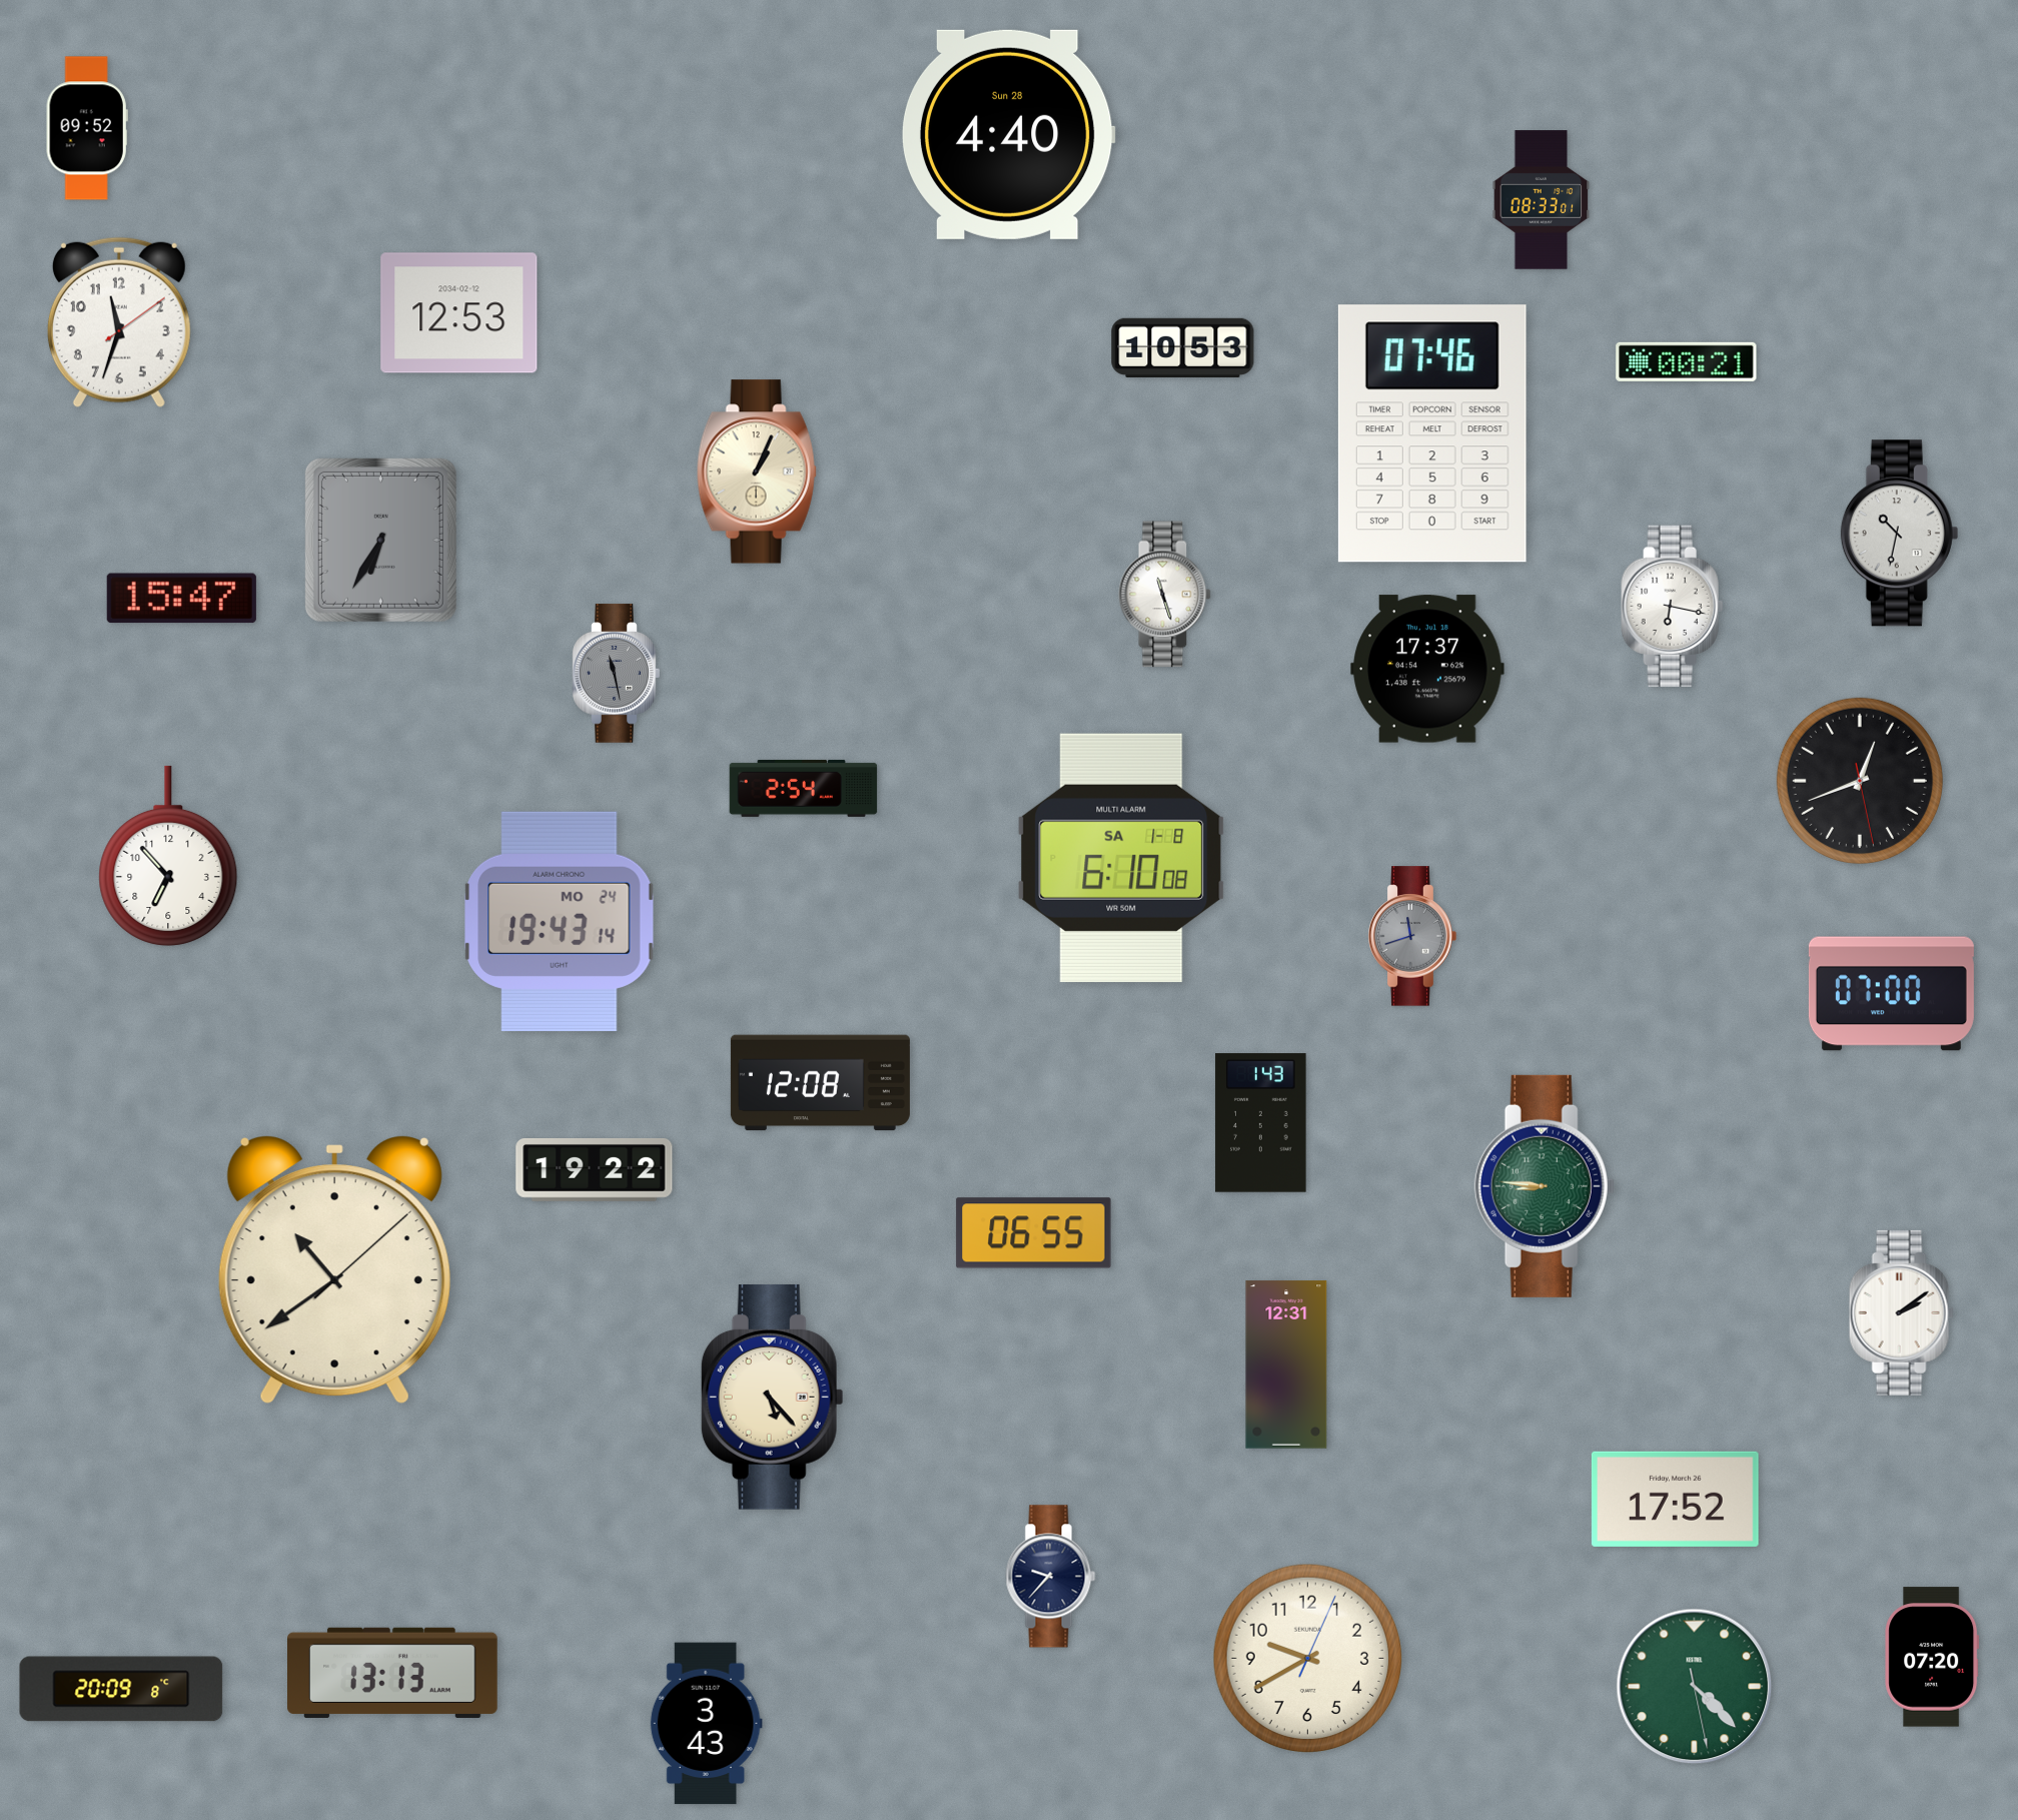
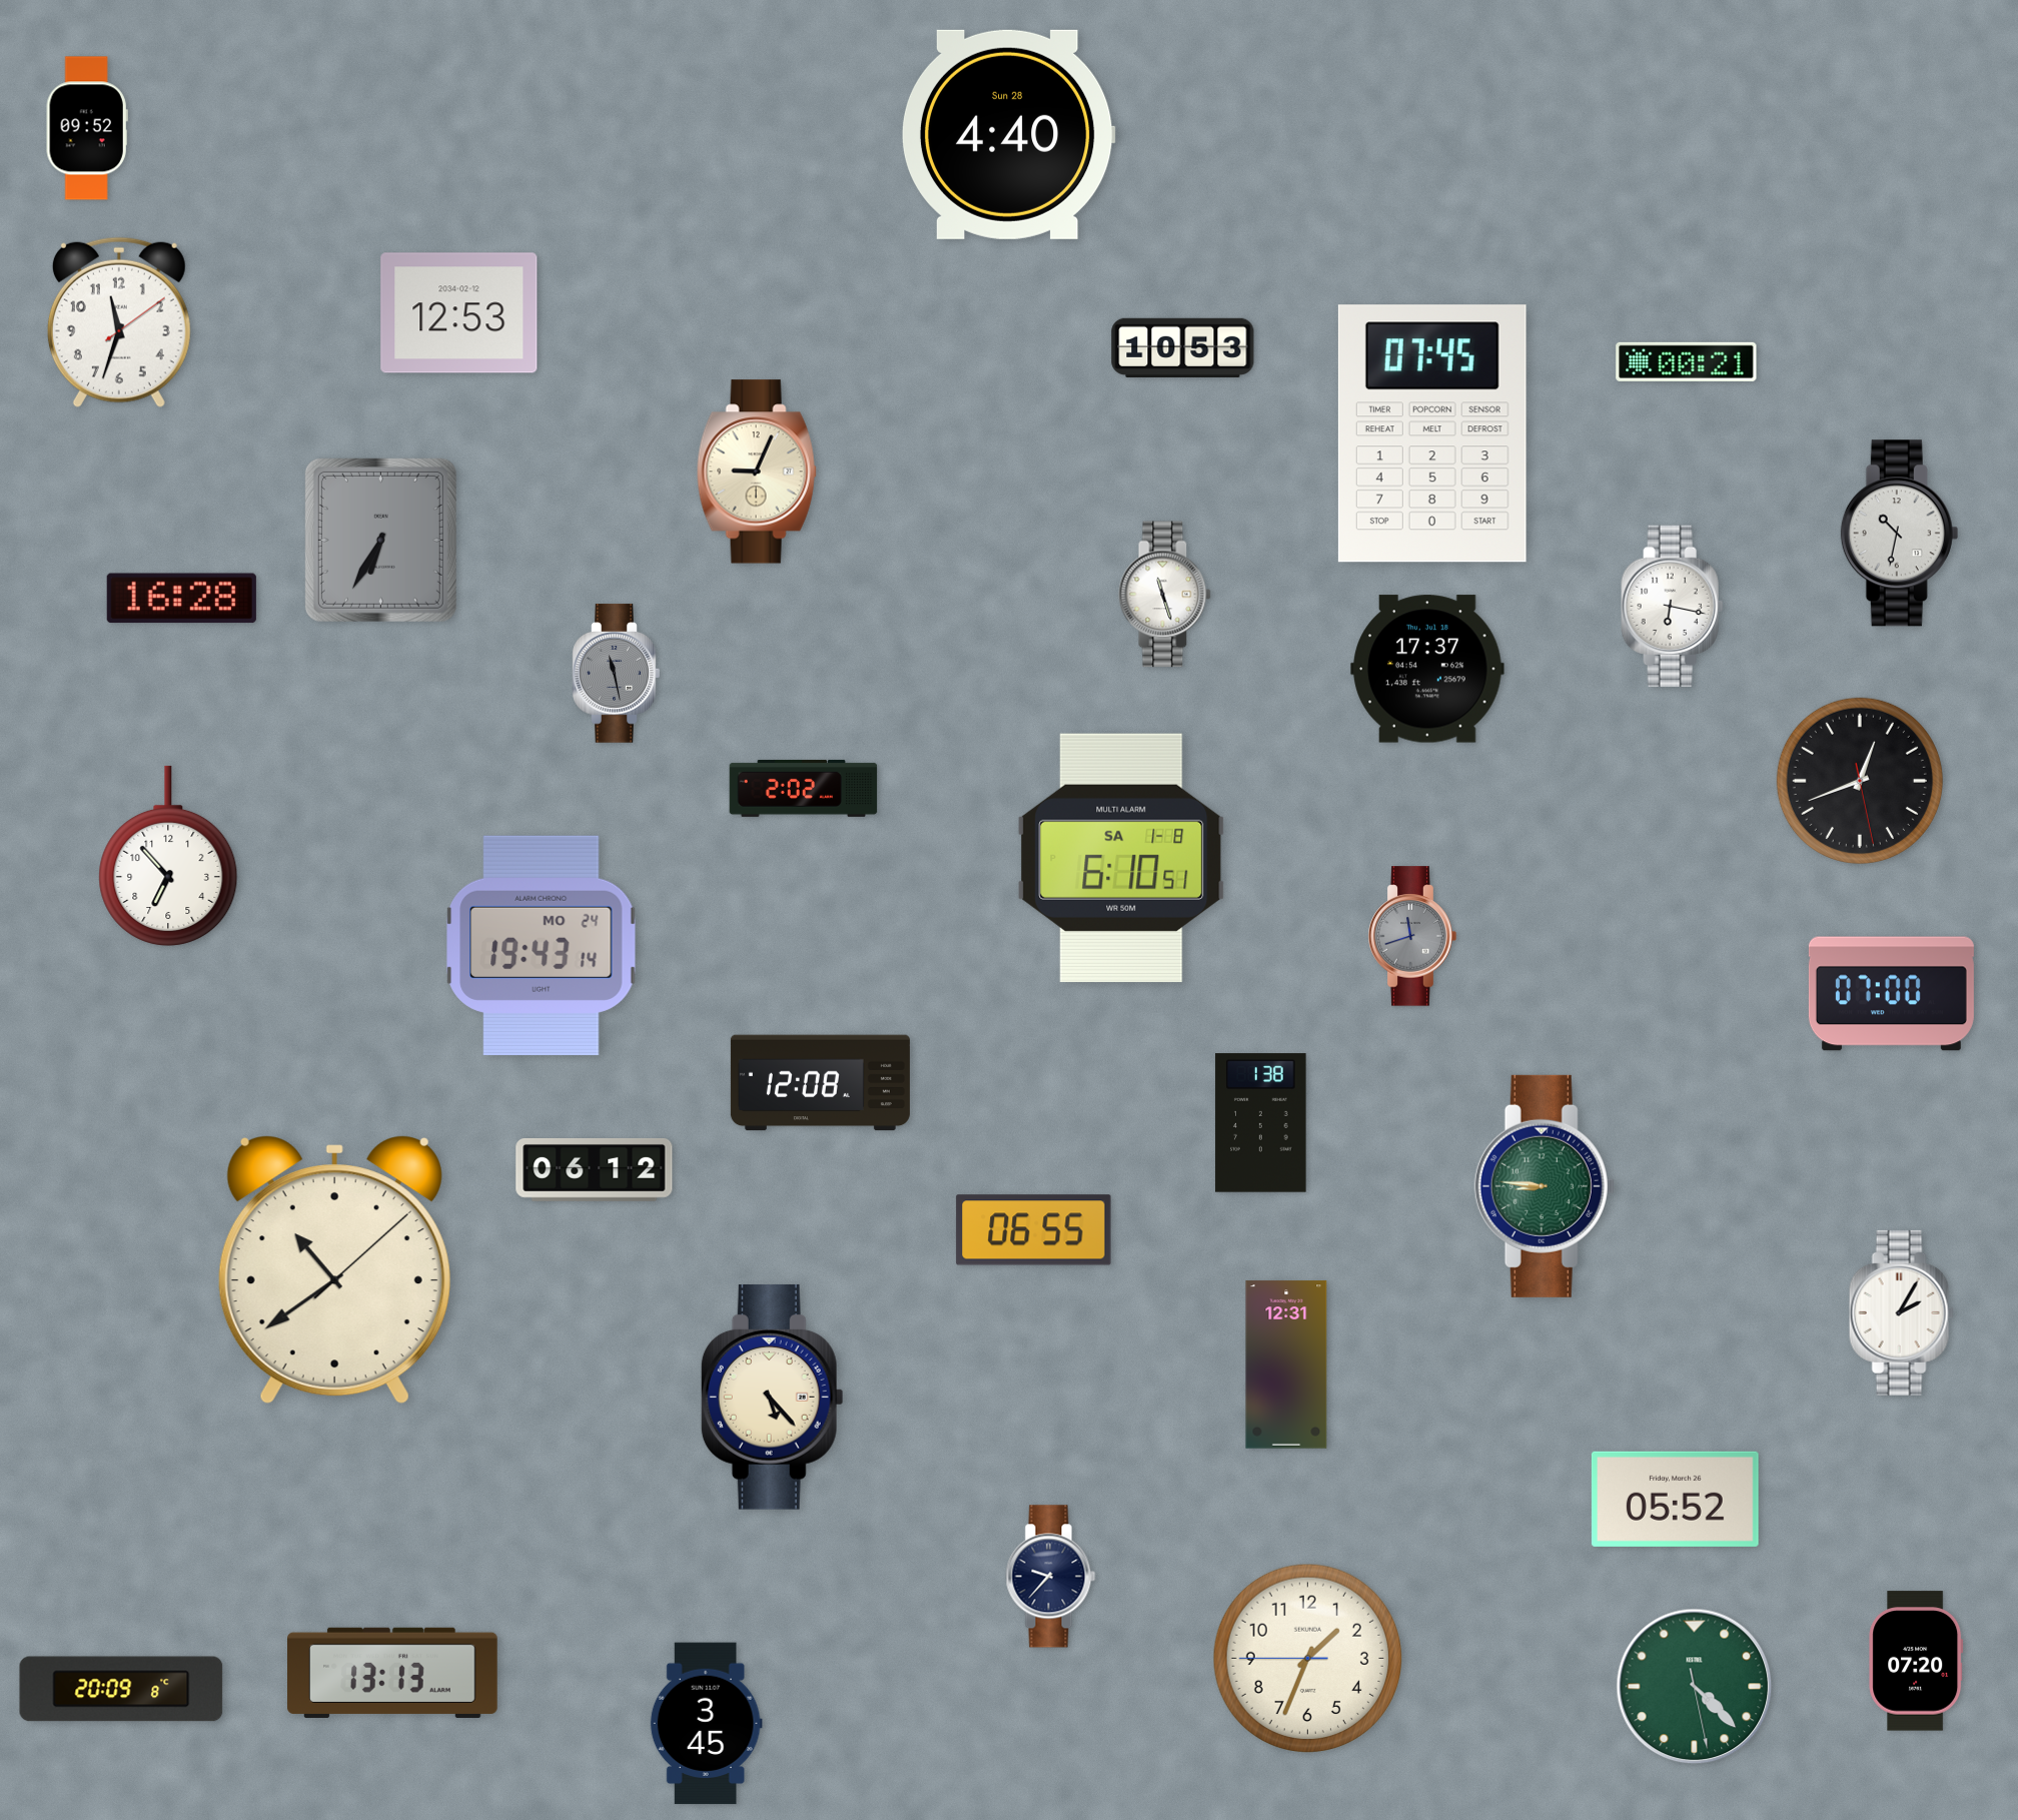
clock at (1542, 200): 08:33 -> none
clock at (1432, 433): 07:46 -> 07:45
clock at (757, 472): 1:04 -> 9:04
clock at (181, 599): 15:47 -> 16:28
clock at (804, 788): 2:54 -> 2:02
clock at (1121, 858): 6:10:08 -> 6:10:51
clock at (560, 921) position: (560, 921) -> (542, 945)
clock at (1261, 1123): 1:43 -> 1:38
clock at (595, 1169): 19:22 -> 06:12
clock at (1034, 1233) position: (1034, 1233) -> (1034, 1230)
clock at (1901, 1312): 2:09 -> 2:05
clock at (1675, 1499): 17:52 -> 05:52
clock at (1932, 1657) position: (1932, 1657) -> (1916, 1661)
clock at (1308, 1659): 9:40 -> 1:33
clock at (706, 1724): 3:43 -> 3:45
